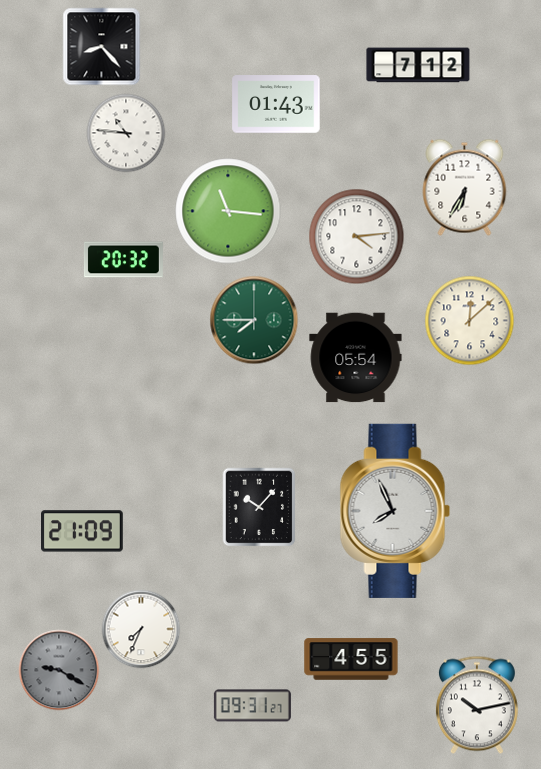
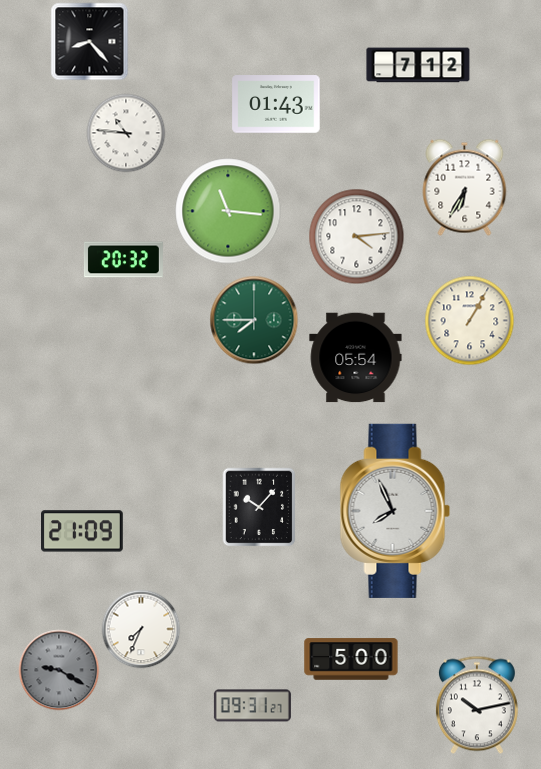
clock at (101, 46) position: (101, 46) -> (89, 41)
clock at (469, 320): 12:08 -> 1:05
clock at (351, 659): 4:55 -> 5:00
